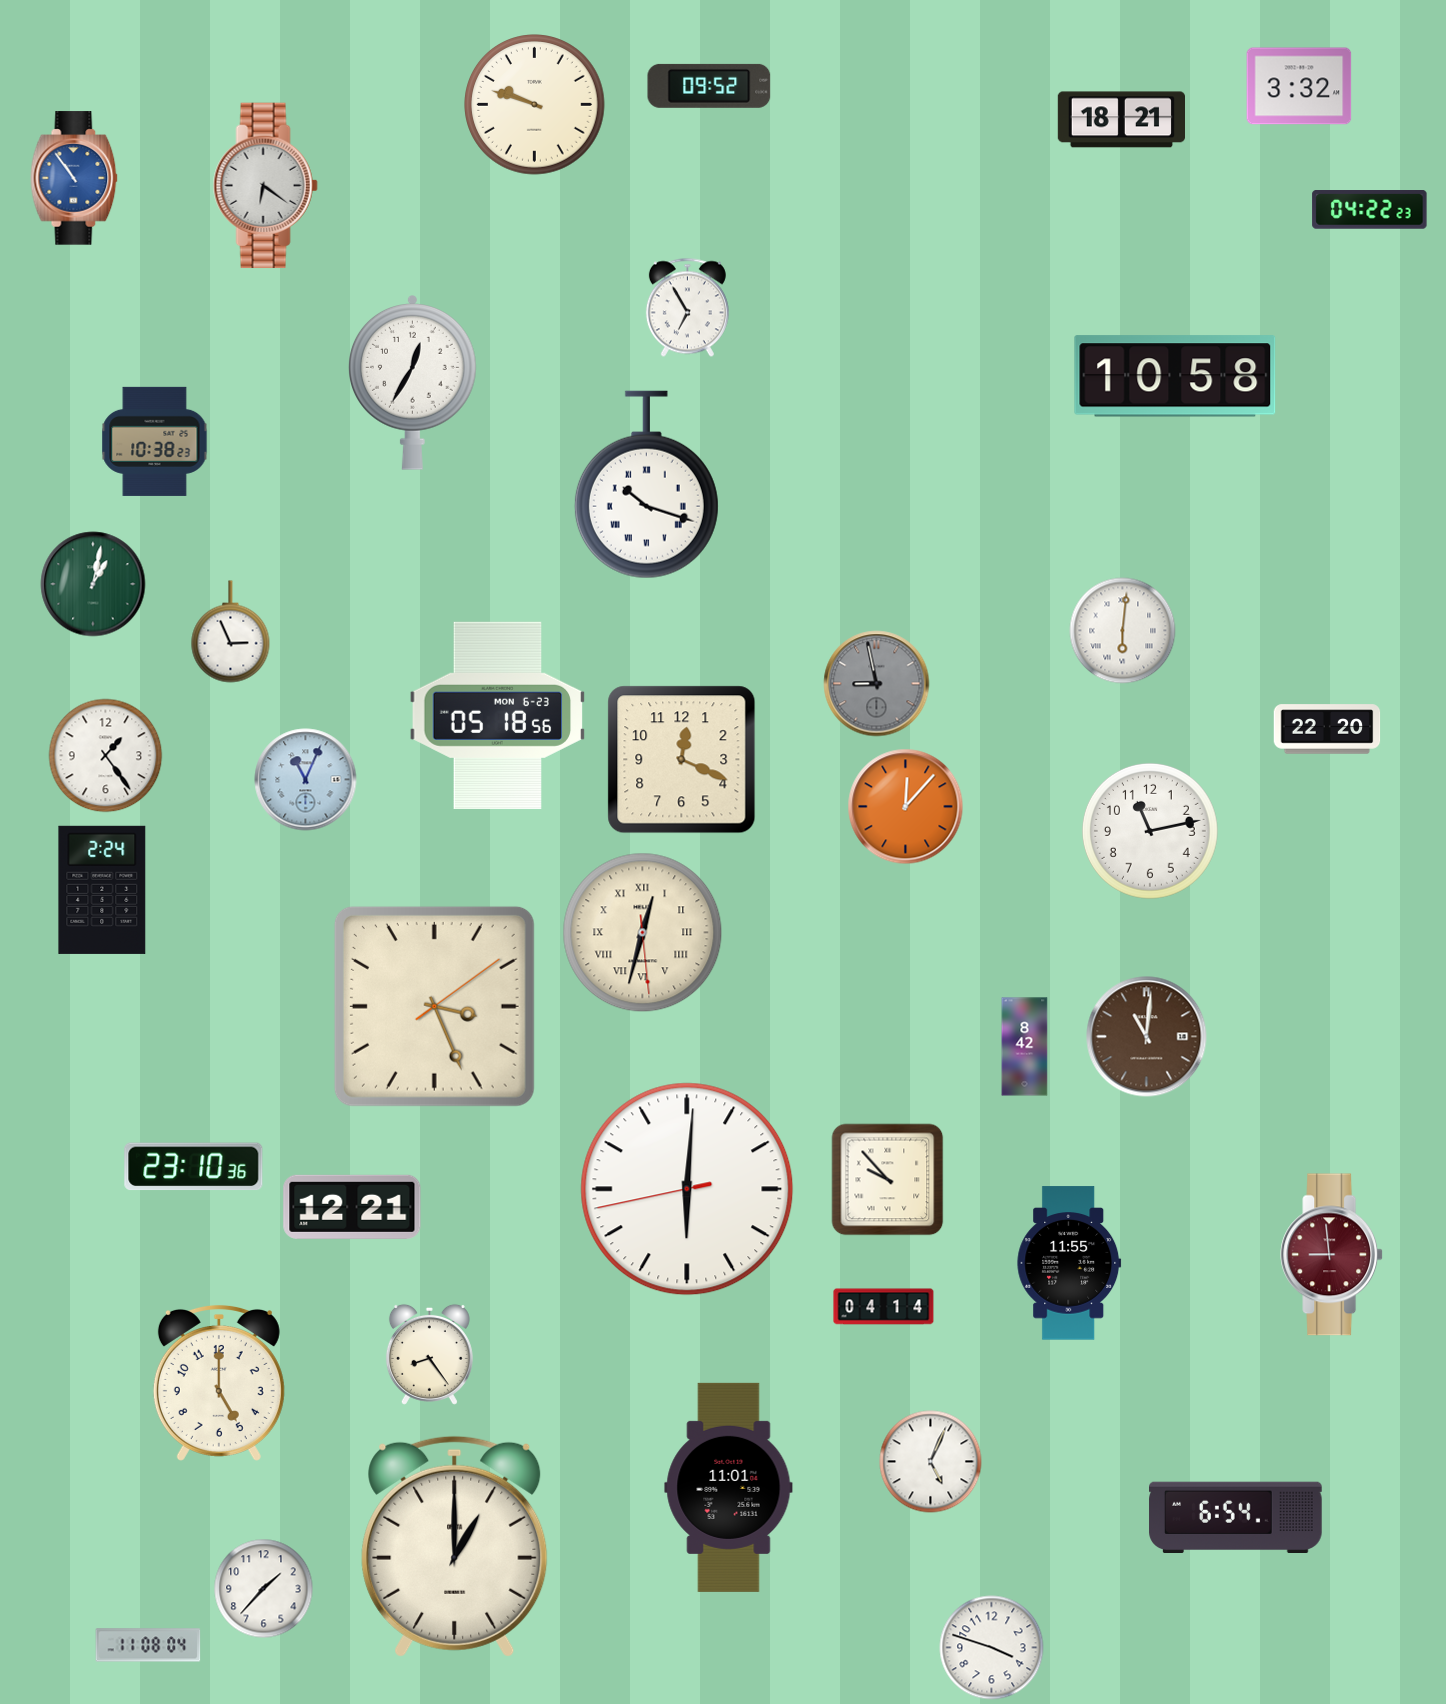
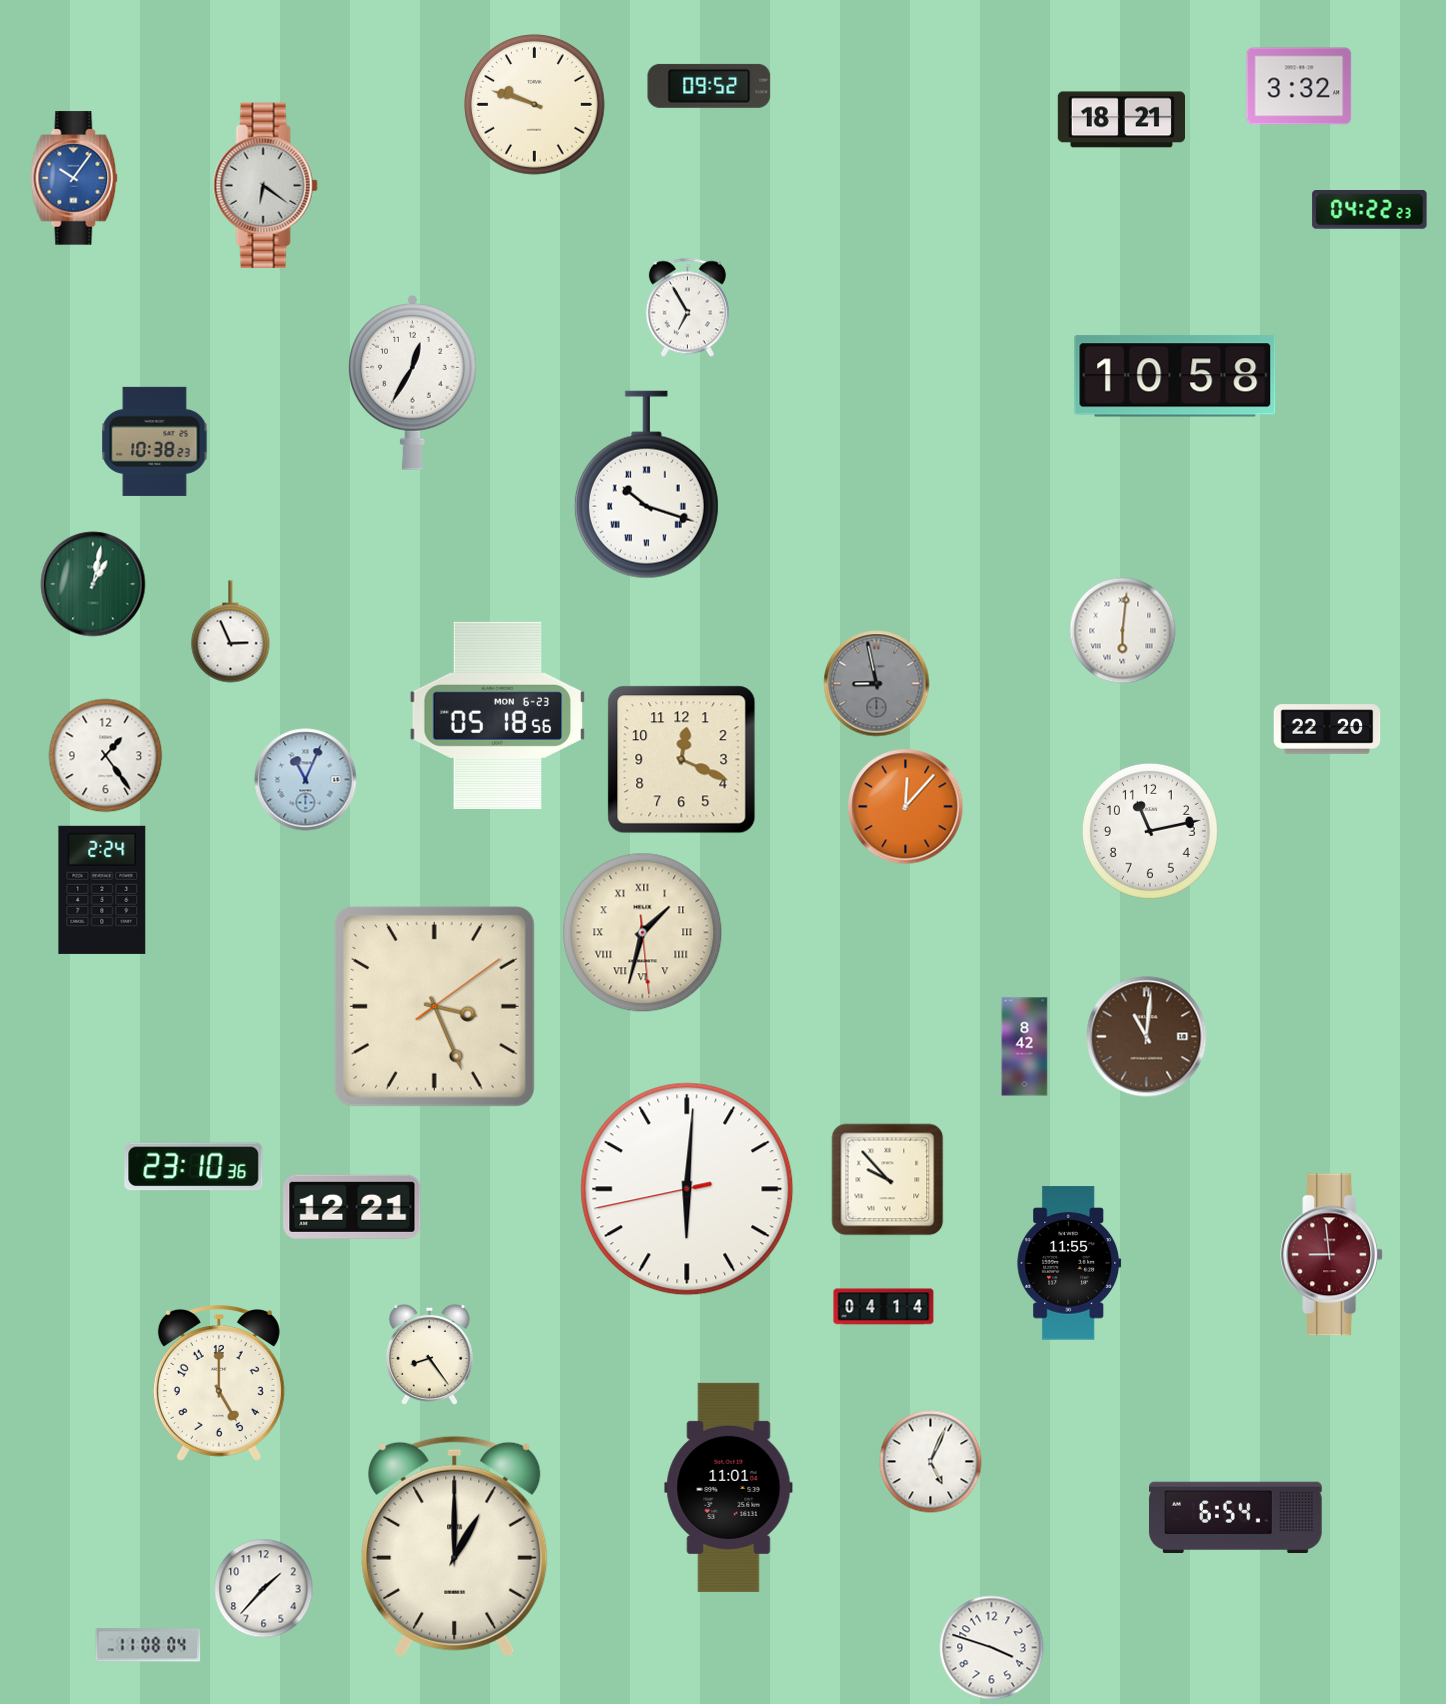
clock at (74, 178): 10:54 -> 10:06
clock at (643, 933): 12:32 -> 1:32
